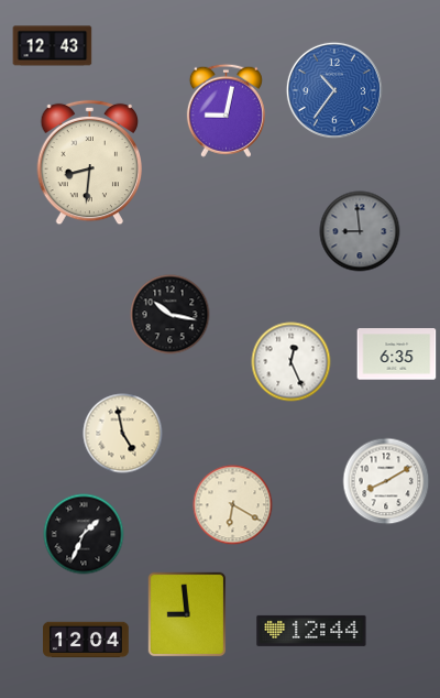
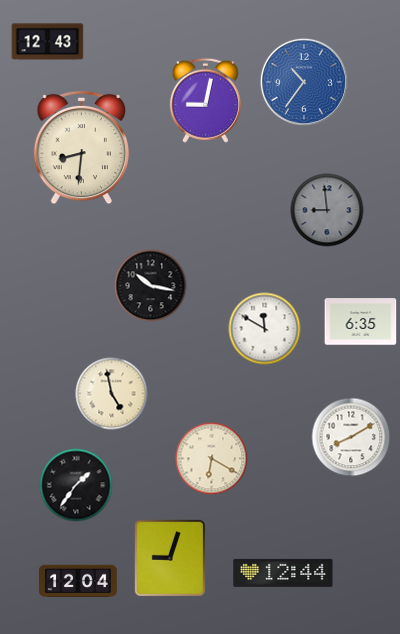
clock at (170, 315) position: (170, 315) -> (151, 286)
clock at (291, 362): 12:26 -> 11:50
clock at (84, 534): 1:34 -> 1:36
clock at (187, 614): 8:59 -> 9:03
